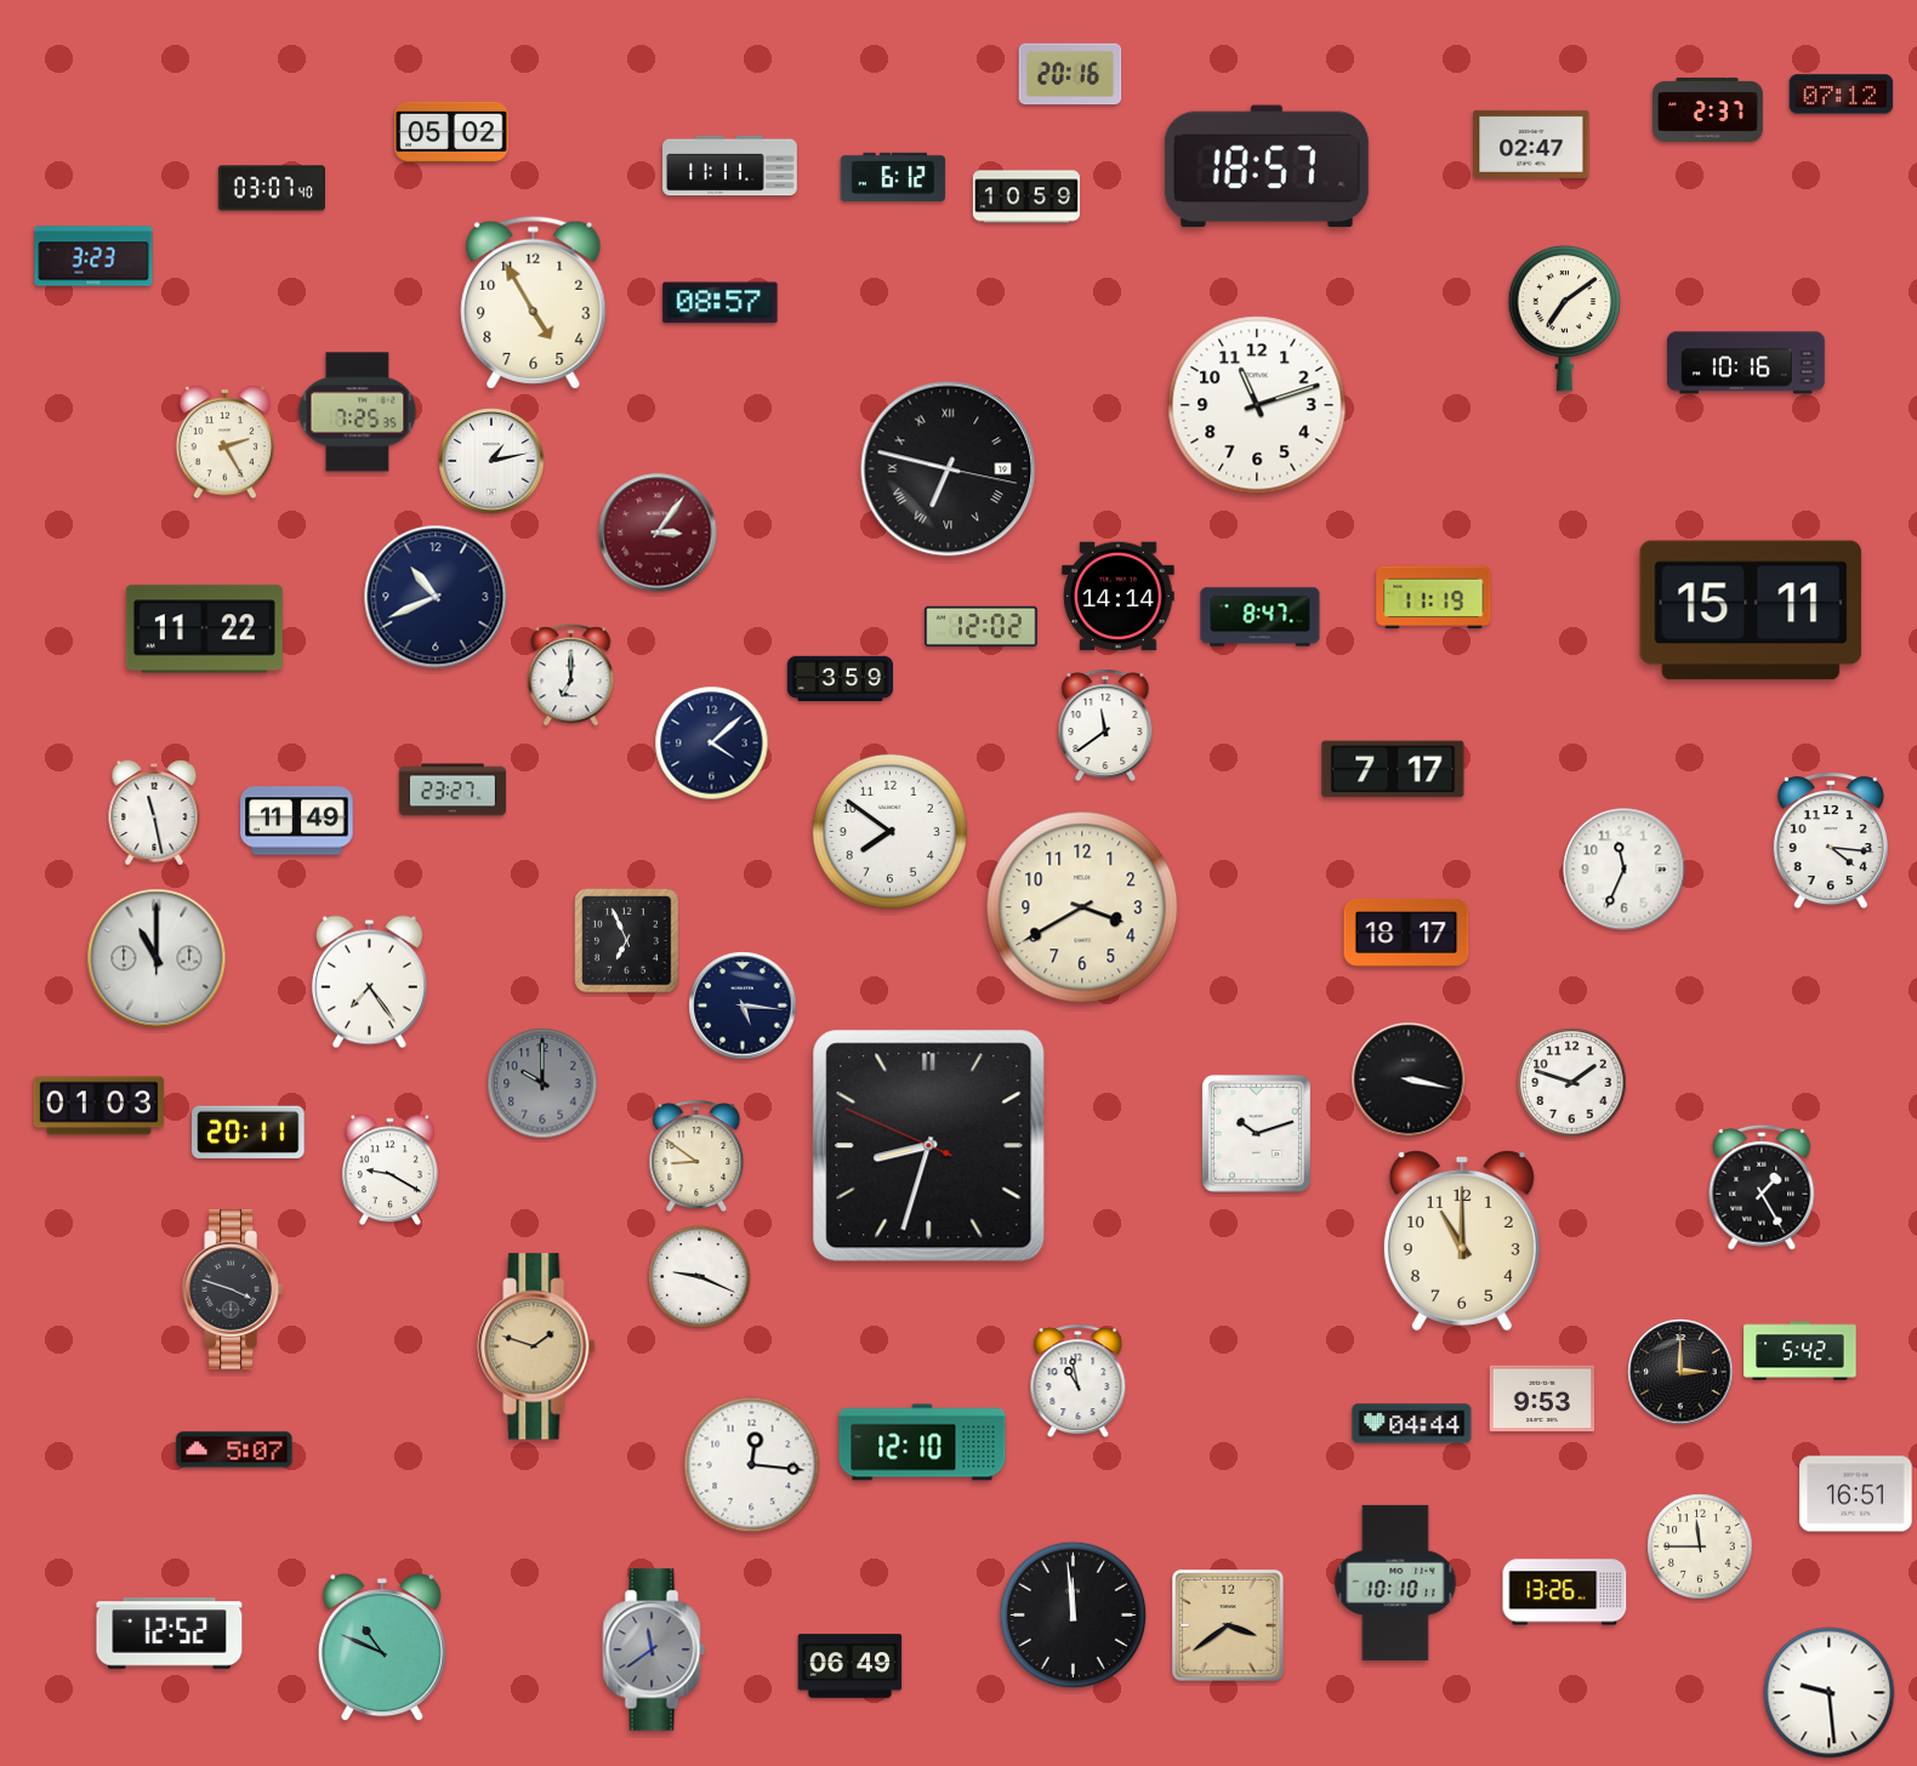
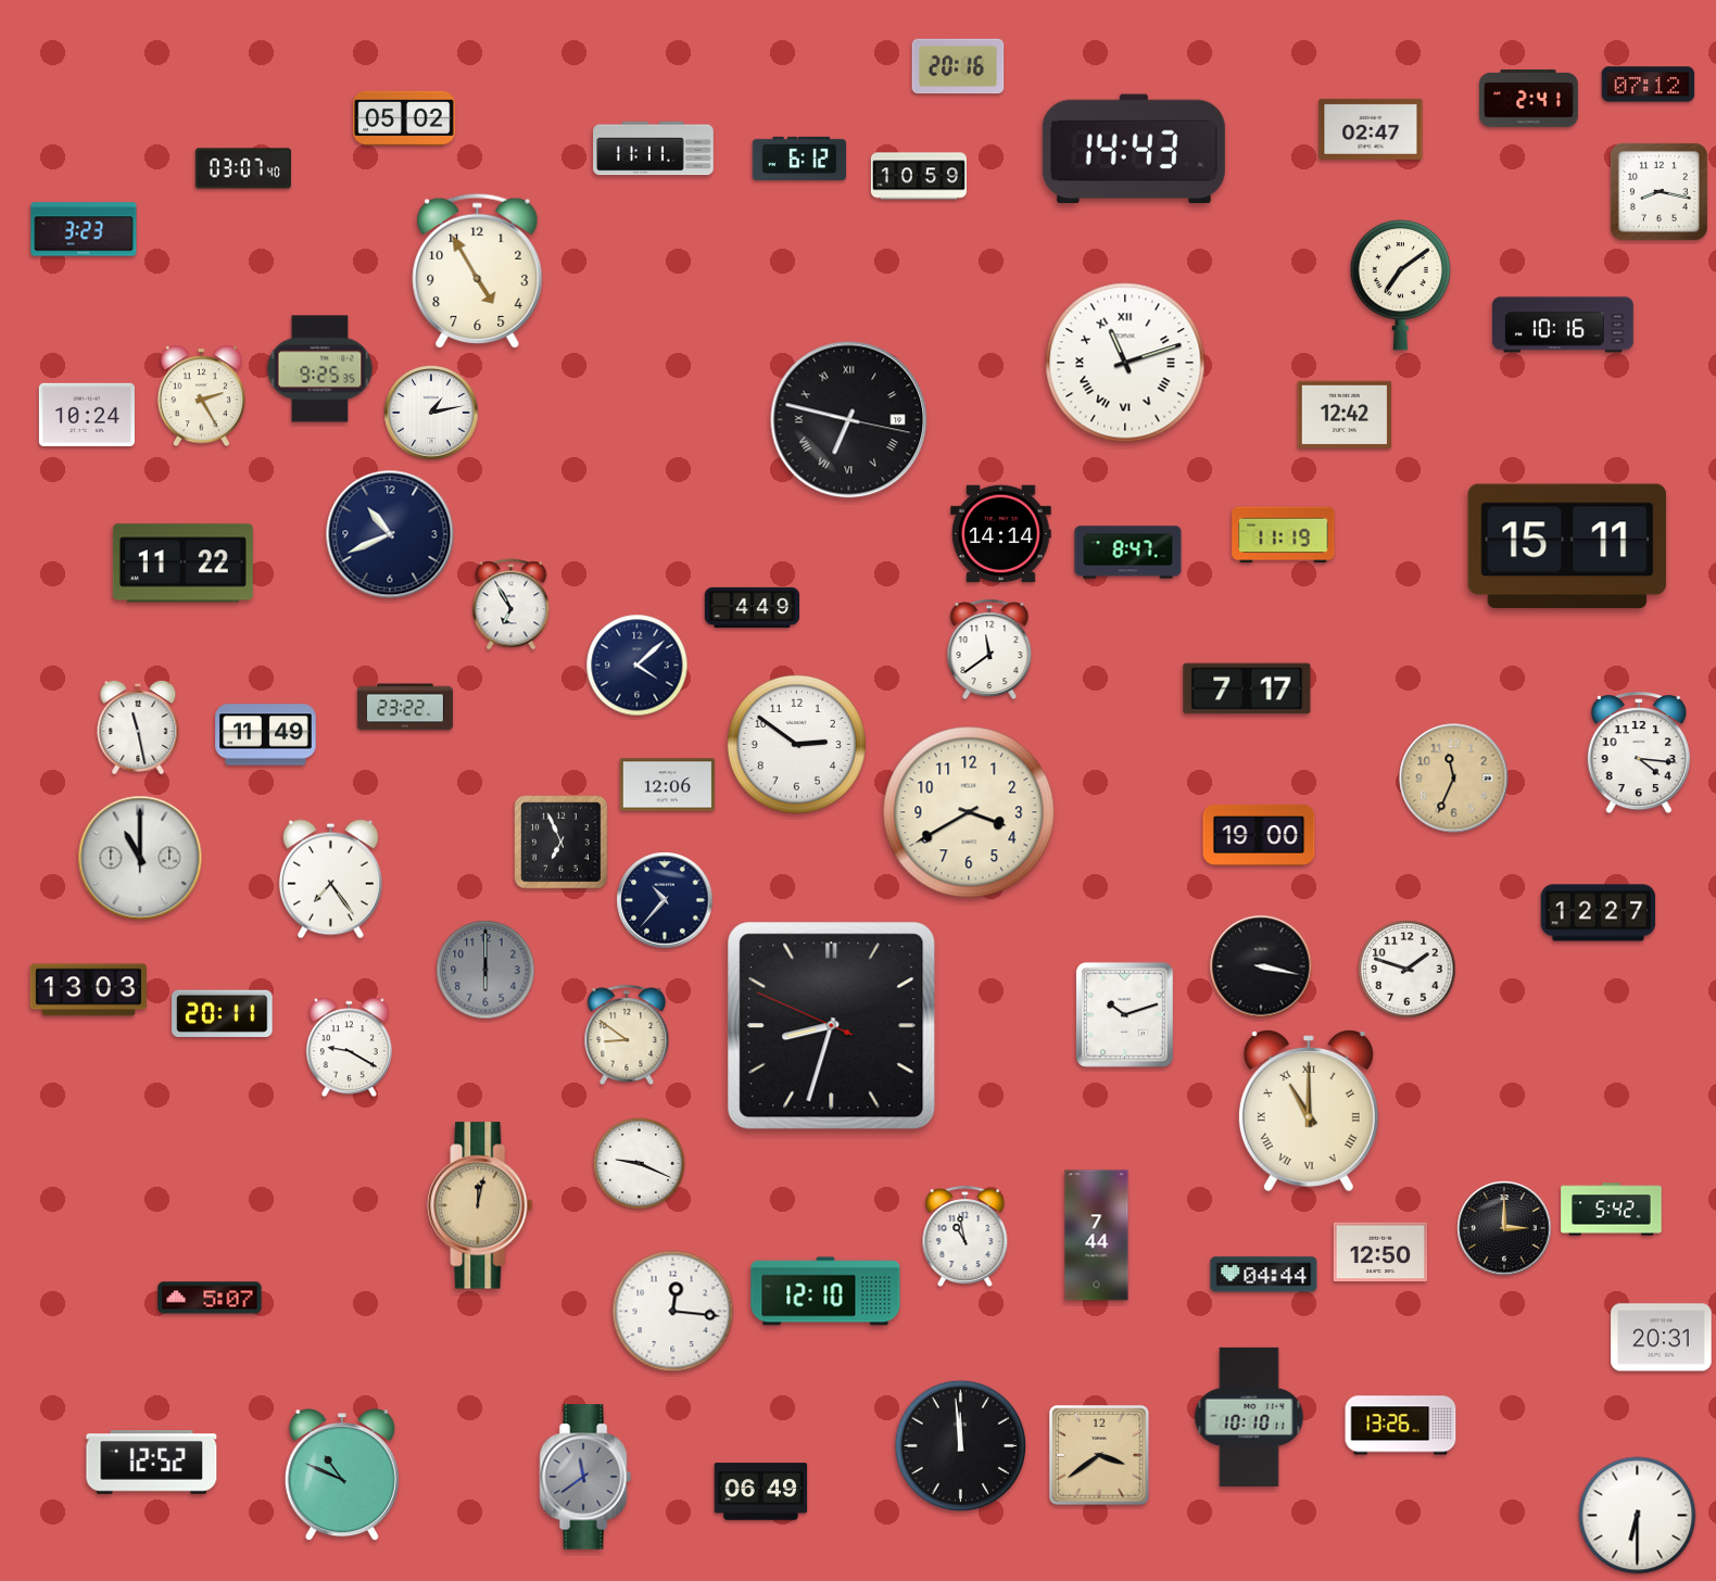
clock at (1708, 109): 2:37 -> 2:41
clock at (1267, 166): 18:57 -> 14:43
clock at (1658, 191): none -> 8:17
clock at (721, 303): 08:57 -> none
clock at (1257, 405) numerals: Arabic -> Roman
clock at (358, 412): 7:25 -> 9:25
clock at (491, 461) position: (491, 461) -> (431, 413)
clock at (1345, 414): none -> 12:42
clock at (87, 415): none -> 10:24
clock at (658, 532): 3:06 -> none
clock at (982, 626): 12:02 -> none
clock at (571, 676): 7:00 -> 6:55
clock at (840, 679): 3:59 -> 4:49
clock at (453, 790): 23:27 -> 23:22
clock at (889, 831): 7:51 -> 2:51
clock at (1625, 870) dial: white -> champagne
clock at (667, 785): none -> 12:06
clock at (1406, 933): 18:17 -> 19:00
clock at (743, 1006): 5:16 -> 10:37
clock at (1599, 913): none -> 12:27
clock at (542, 1083): 10:00 -> 6:00
clock at (98, 1106): 01:03 -> 13:03
clock at (696, 1156) position: (696, 1156) -> (627, 1035)
clock at (1762, 1187): 1:25 -> none
clock at (1462, 1241) numerals: Arabic -> Roman
clock at (700, 1277) position: (700, 1277) -> (640, 1164)
clock at (233, 1289): 3:48 -> none
clock at (536, 1346): 1:48 -> 12:02
clock at (1097, 1236): none -> 7:44
clock at (1542, 1398): 9:53 -> 12:50
clock at (1856, 1494): 16:51 -> 20:31
clock at (1700, 1546): 11:45 -> none
clock at (1830, 1693): 9:29 -> 6:30
